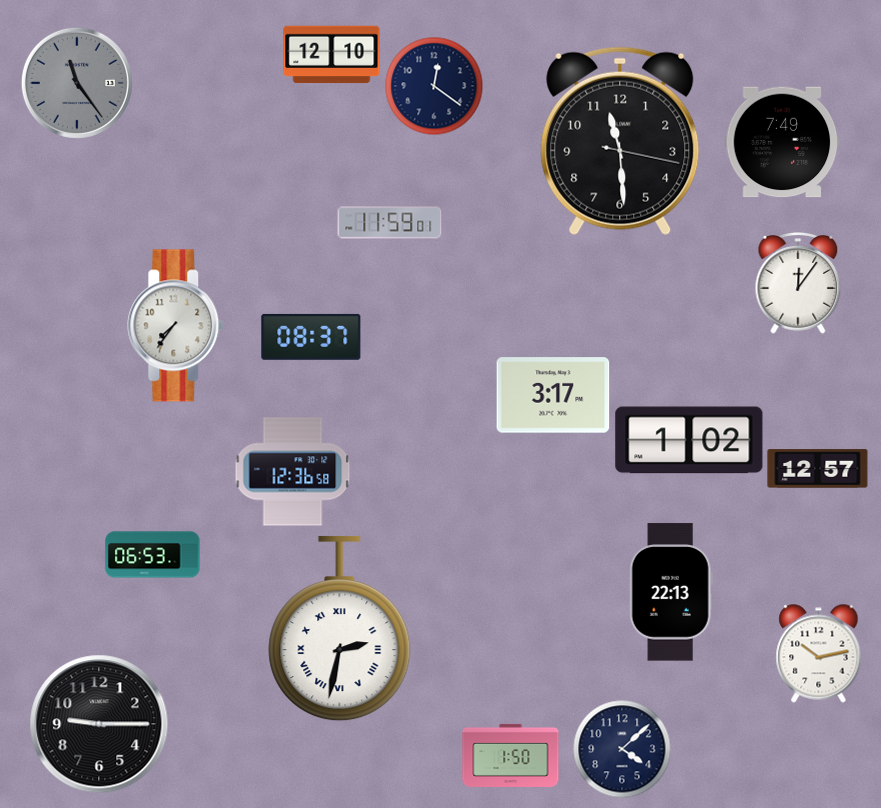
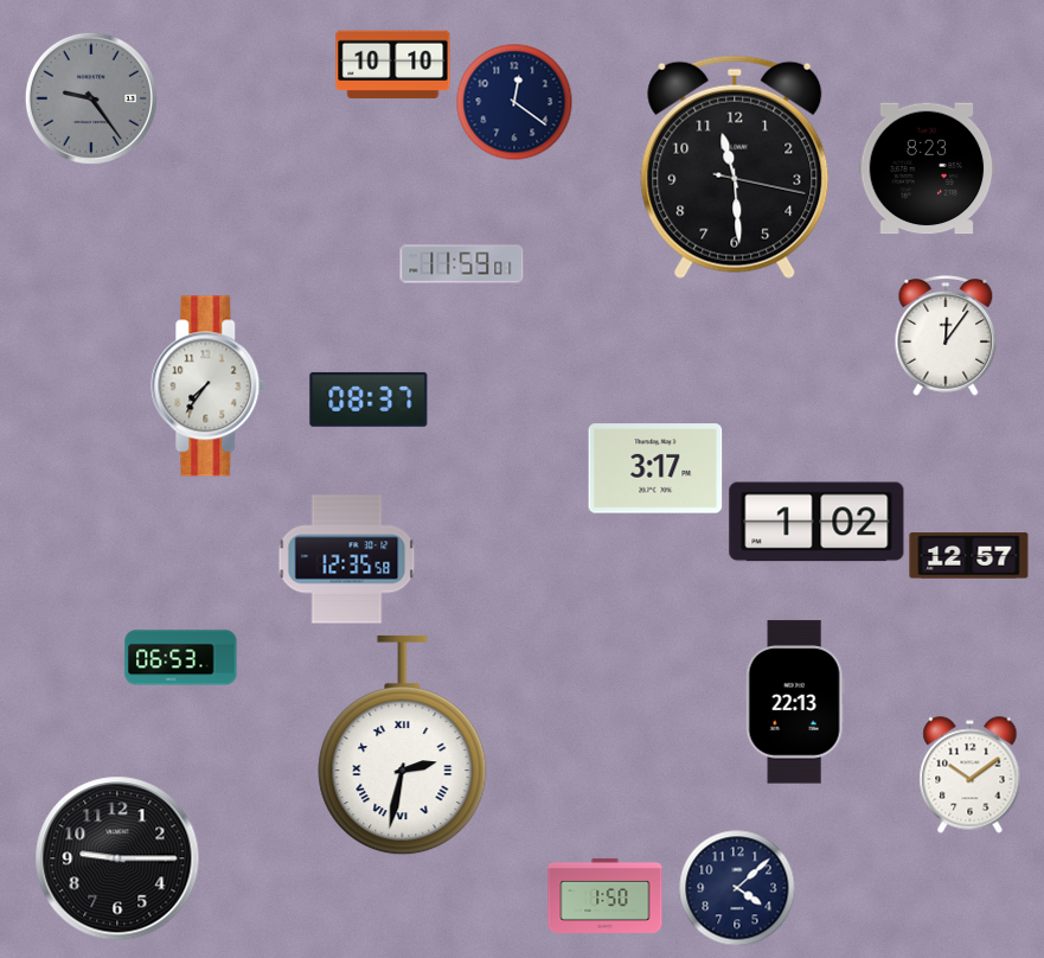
clock at (332, 55): 12:10 -> 10:10
clock at (77, 83): 11:24 -> 9:24
clock at (782, 142): 7:49 -> 8:23
clock at (293, 472): 12:36 -> 12:35
clock at (819, 654): 10:13 -> 10:09
